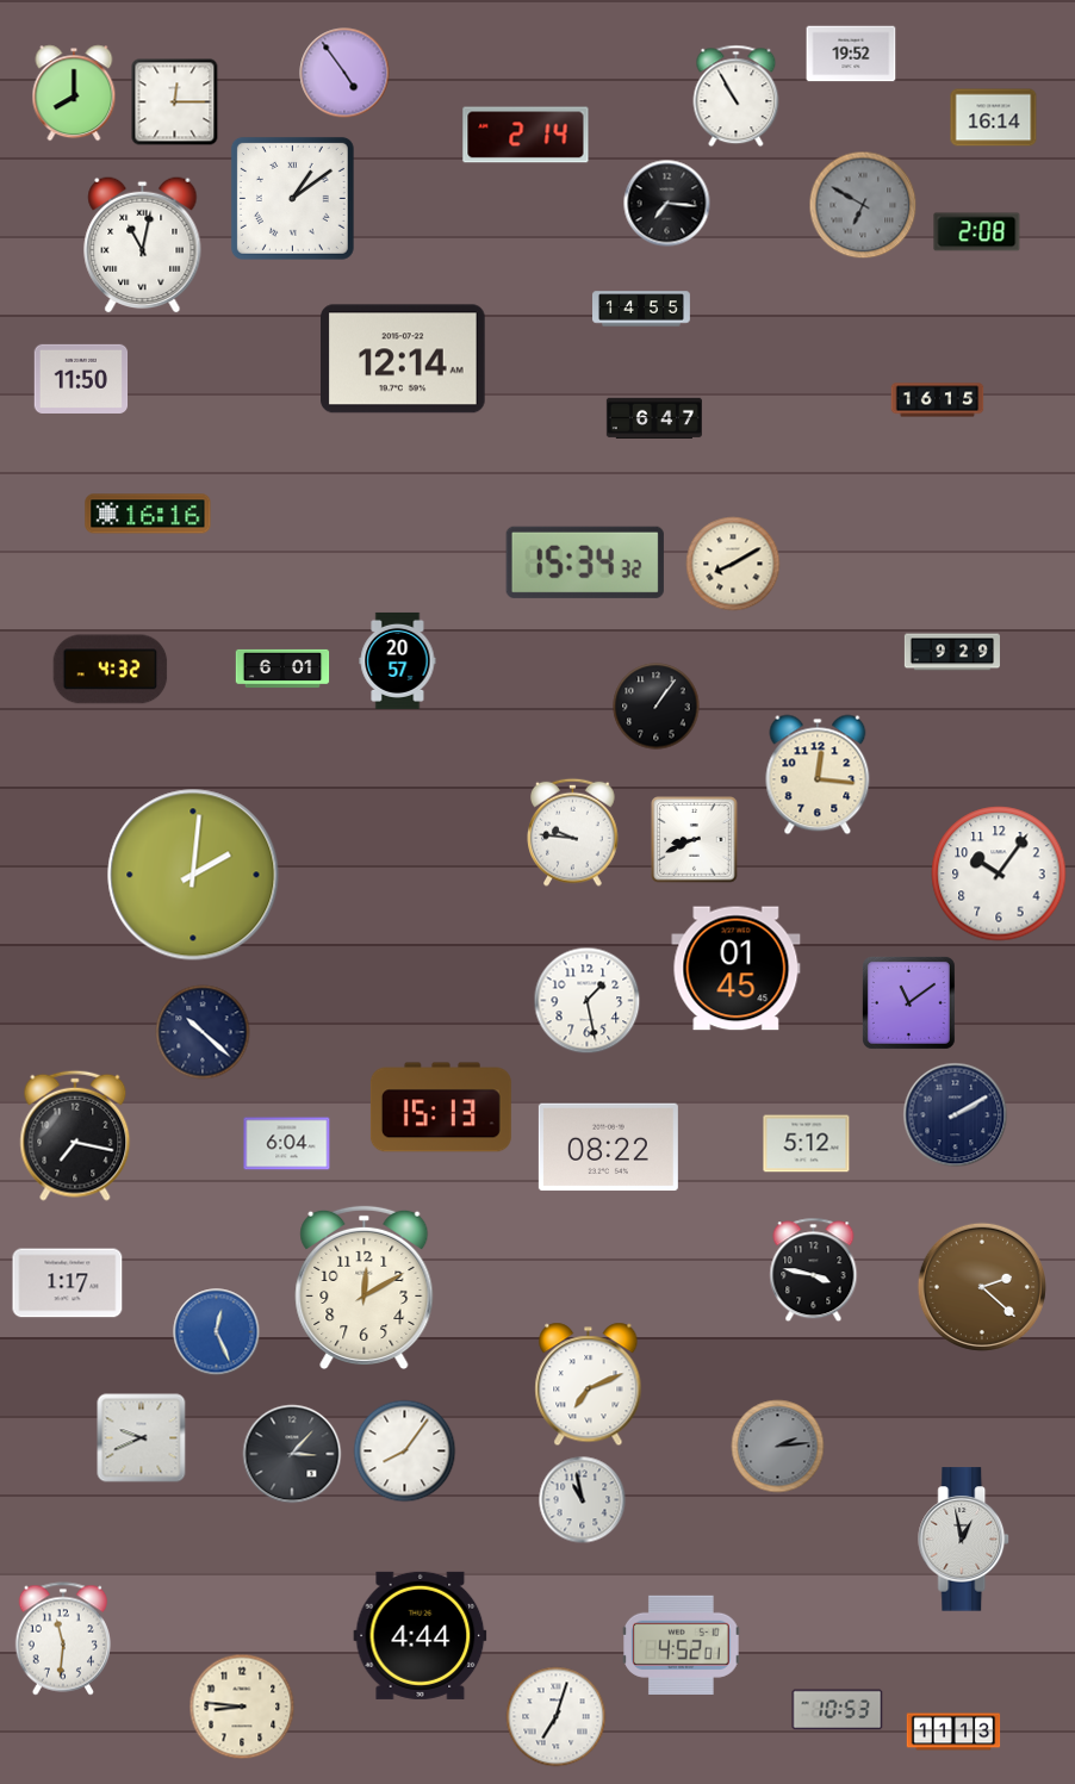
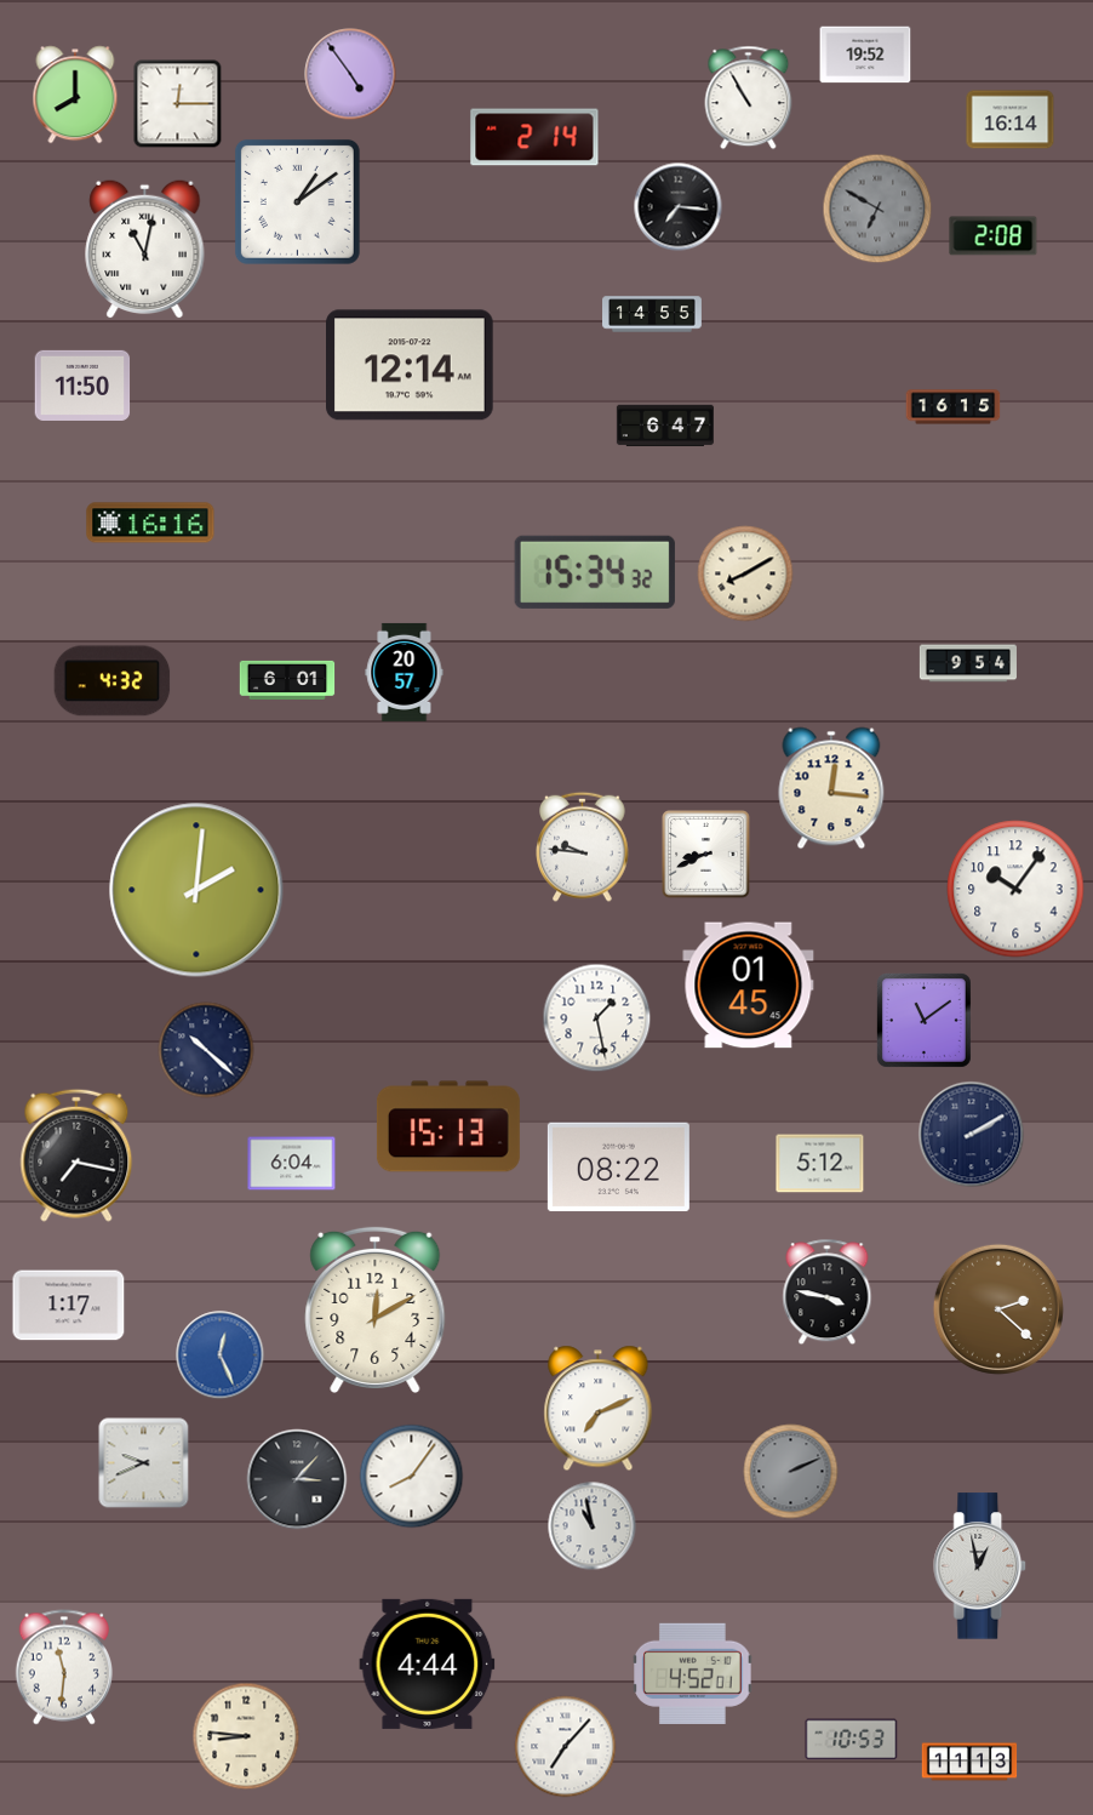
clock at (952, 652): 9:29 -> 9:54
clock at (657, 707): 1:06 -> none
clock at (365, 1287) position: (365, 1287) -> (376, 1309)
clock at (778, 1447): 2:14 -> 2:11
clock at (557, 1717): 7:03 -> 7:07
